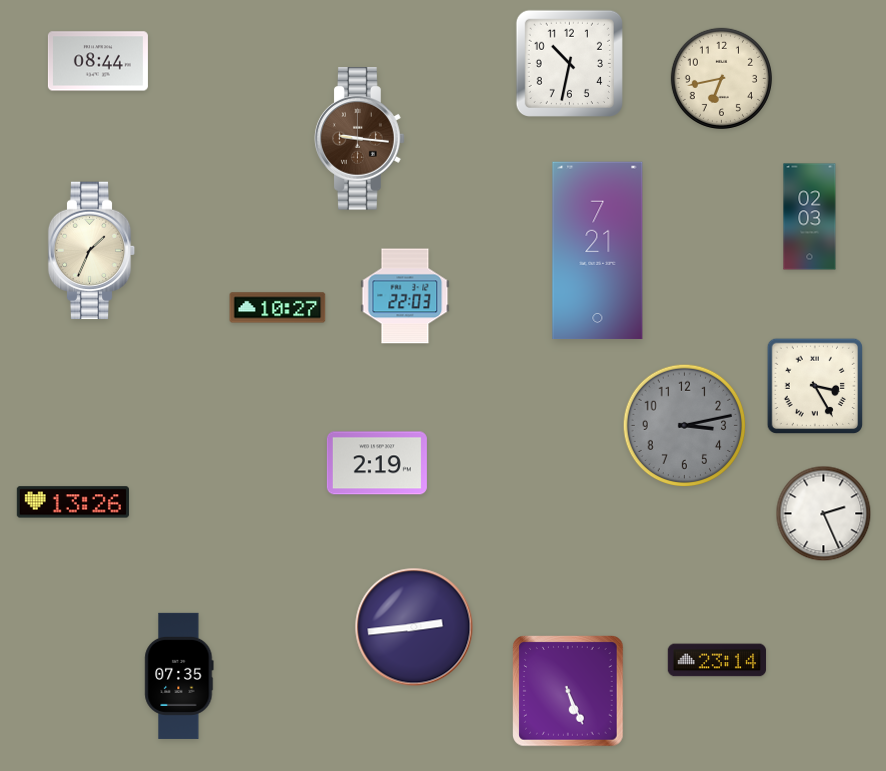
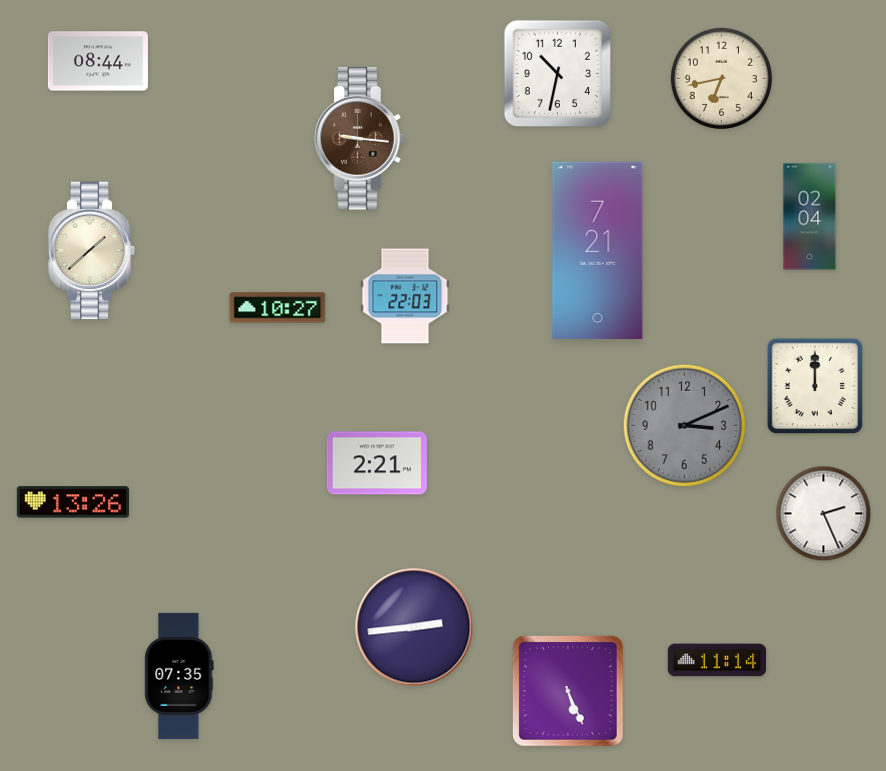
clock at (569, 63) position: (569, 63) -> (557, 73)
clock at (810, 217): 02:03 -> 02:04
clock at (92, 251): 1:34 -> 1:38
clock at (815, 386): 3:25 -> 12:00
clock at (685, 426): 3:13 -> 3:11
clock at (377, 463): 2:19 -> 2:21
clock at (717, 660): 23:14 -> 11:14
